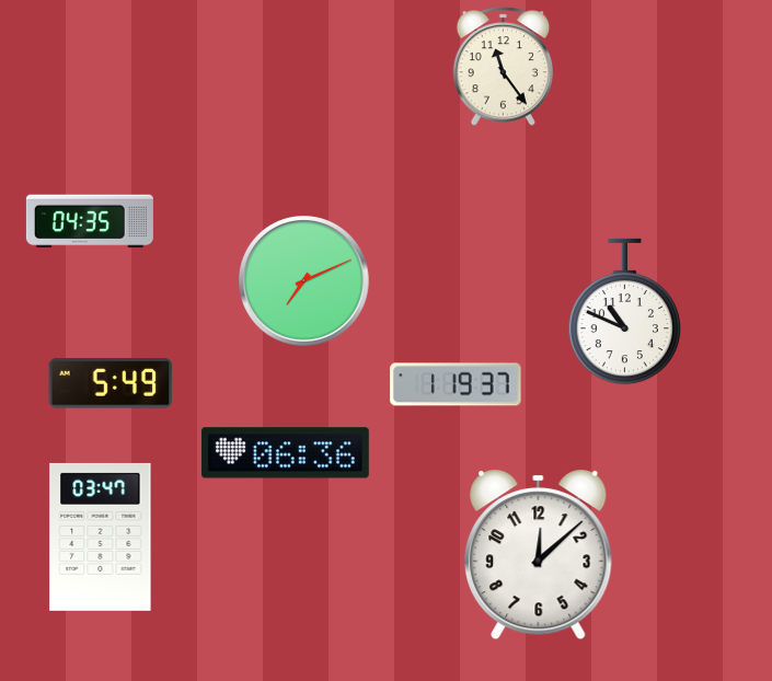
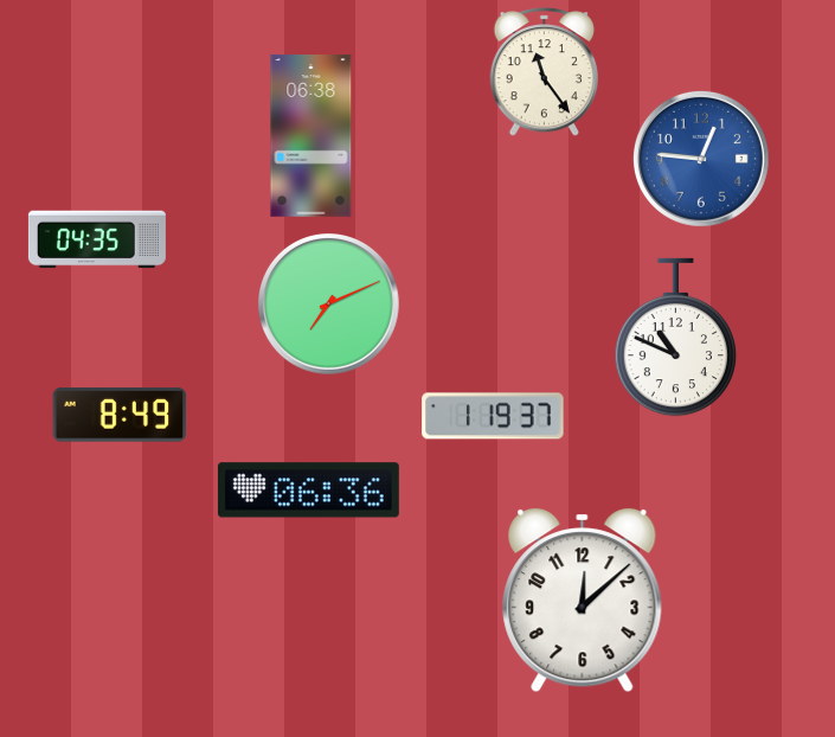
clock at (311, 136): none -> 06:38
clock at (701, 159): none -> 12:46
clock at (111, 383): 5:49 -> 8:49
clock at (101, 536): 03:47 -> none
